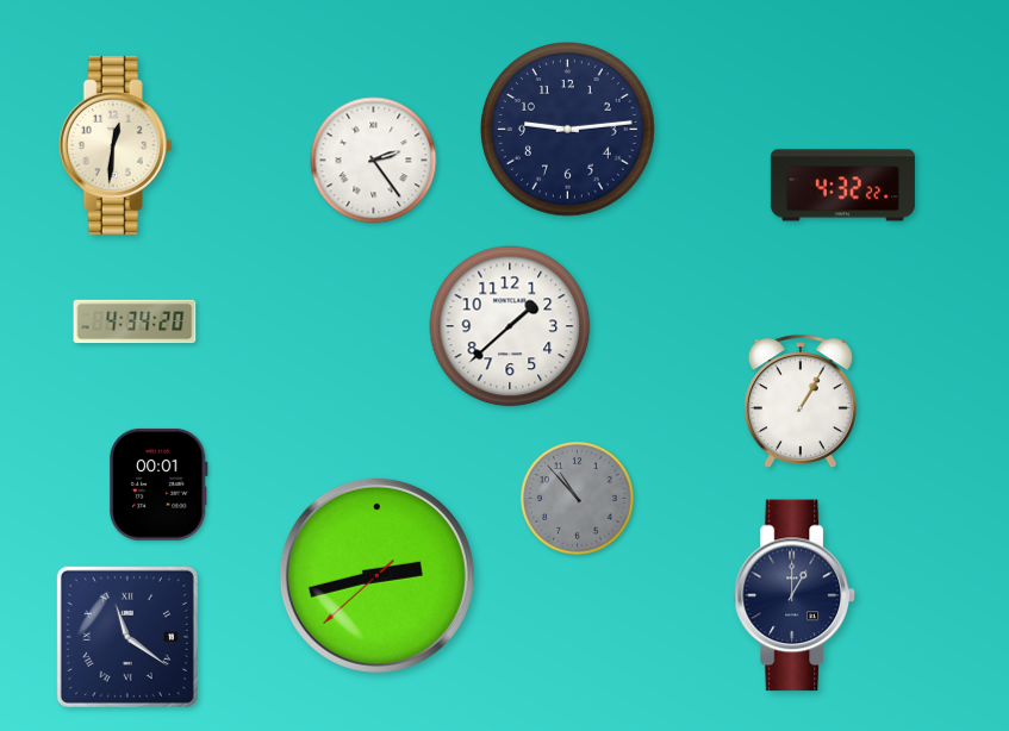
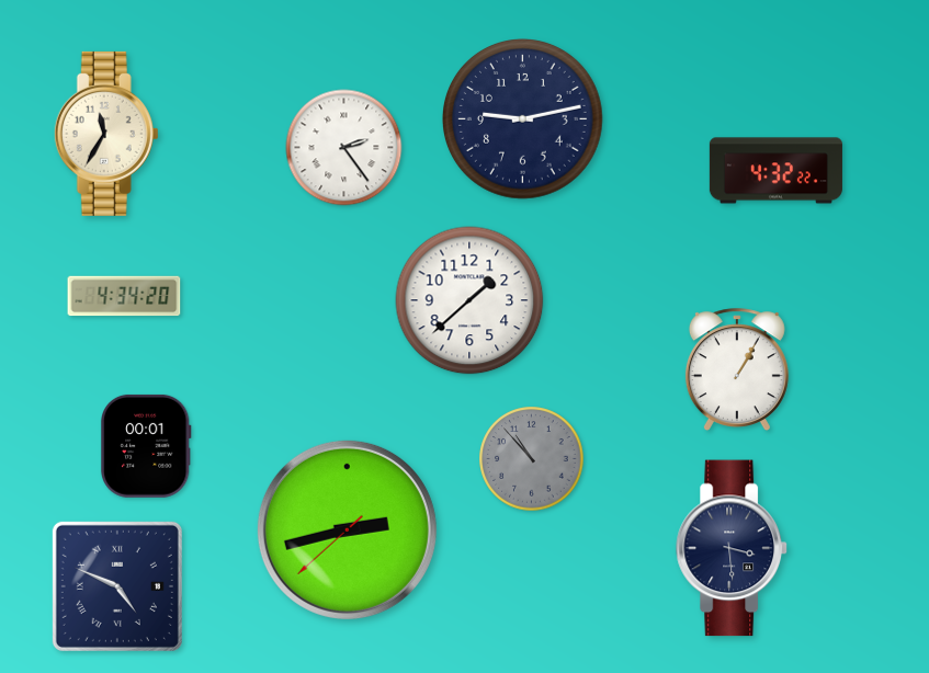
clock at (568, 130): 9:14 -> 9:13
clock at (116, 145): 12:31 -> 11:35
clock at (795, 595): 1:00 -> 3:29
clock at (127, 637): 11:21 -> 4:49
